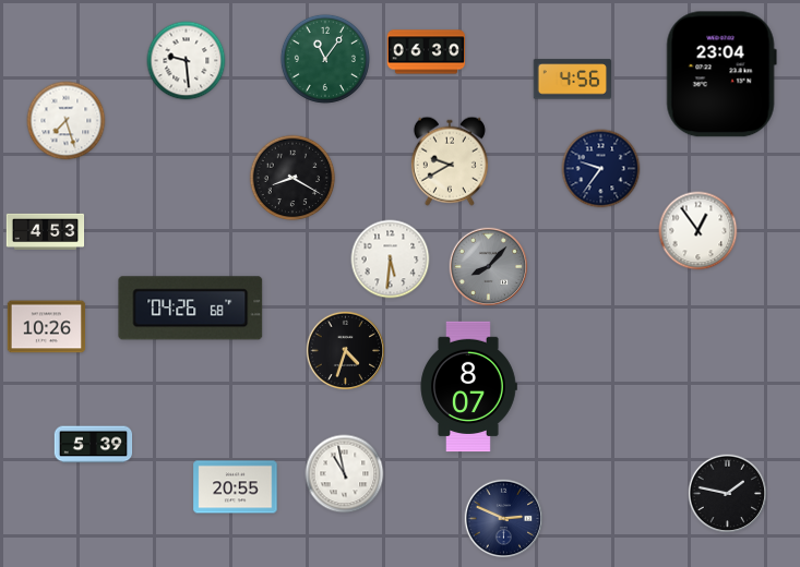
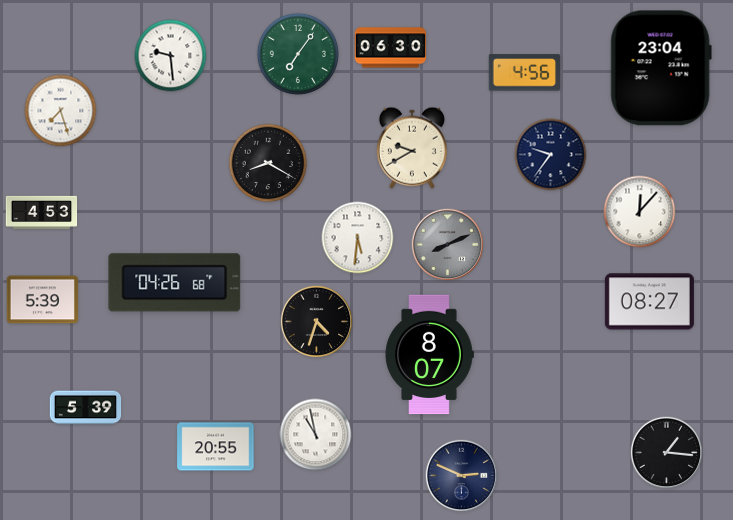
clock at (325, 59): 11:06 -> 7:06
clock at (698, 231): 12:54 -> 12:07
clock at (489, 267): 8:07 -> 8:11
clock at (47, 327): 10:26 -> 5:39
clock at (649, 302): none -> 08:27
clock at (728, 494): 1:47 -> 1:16
